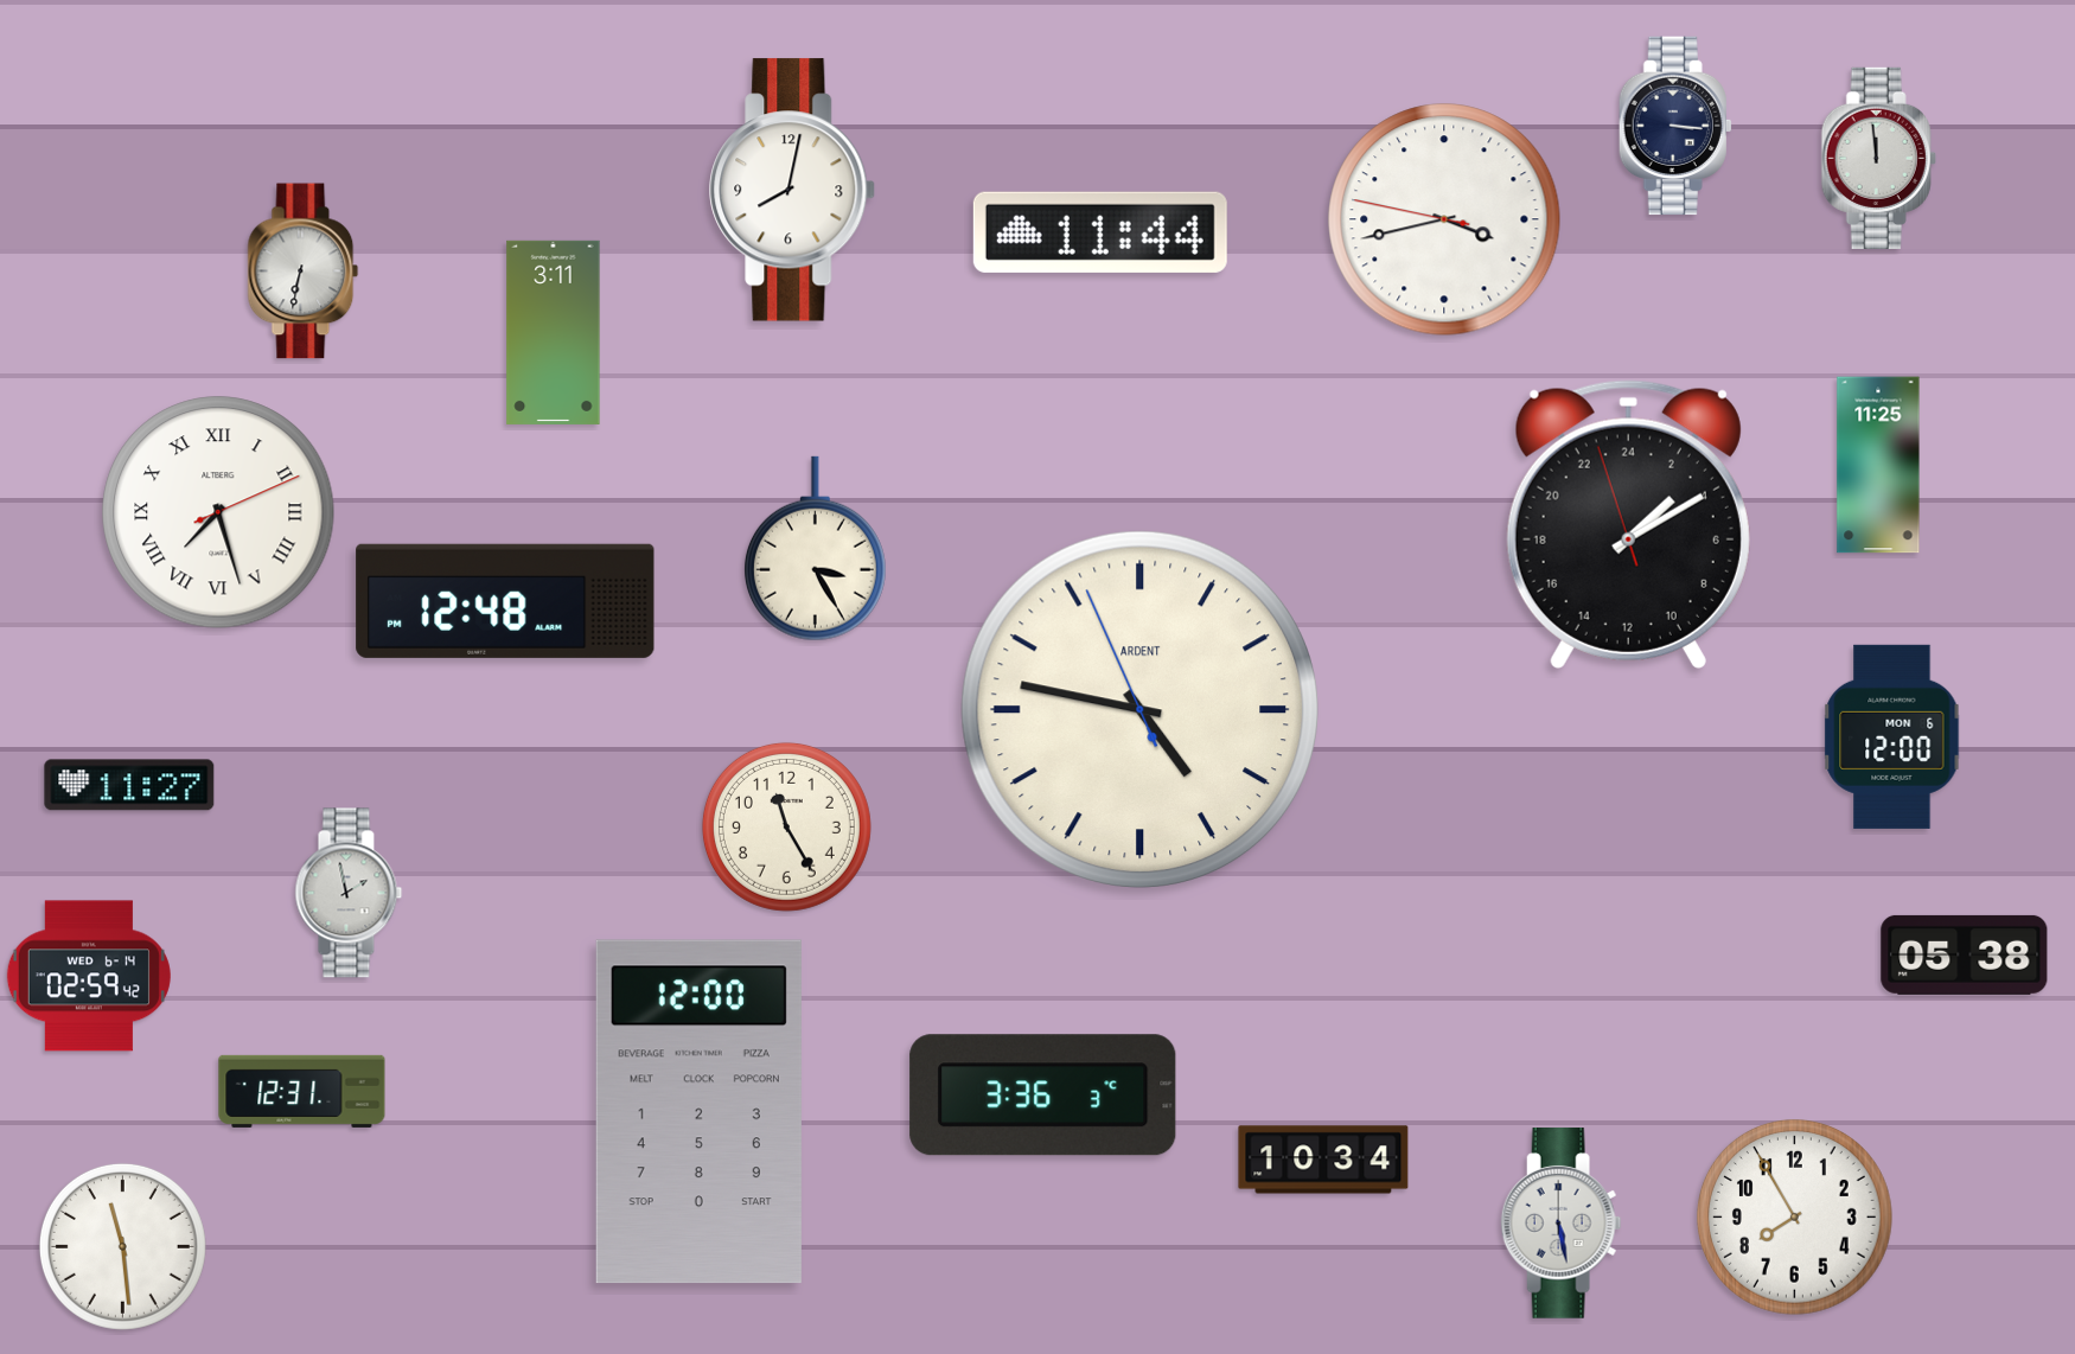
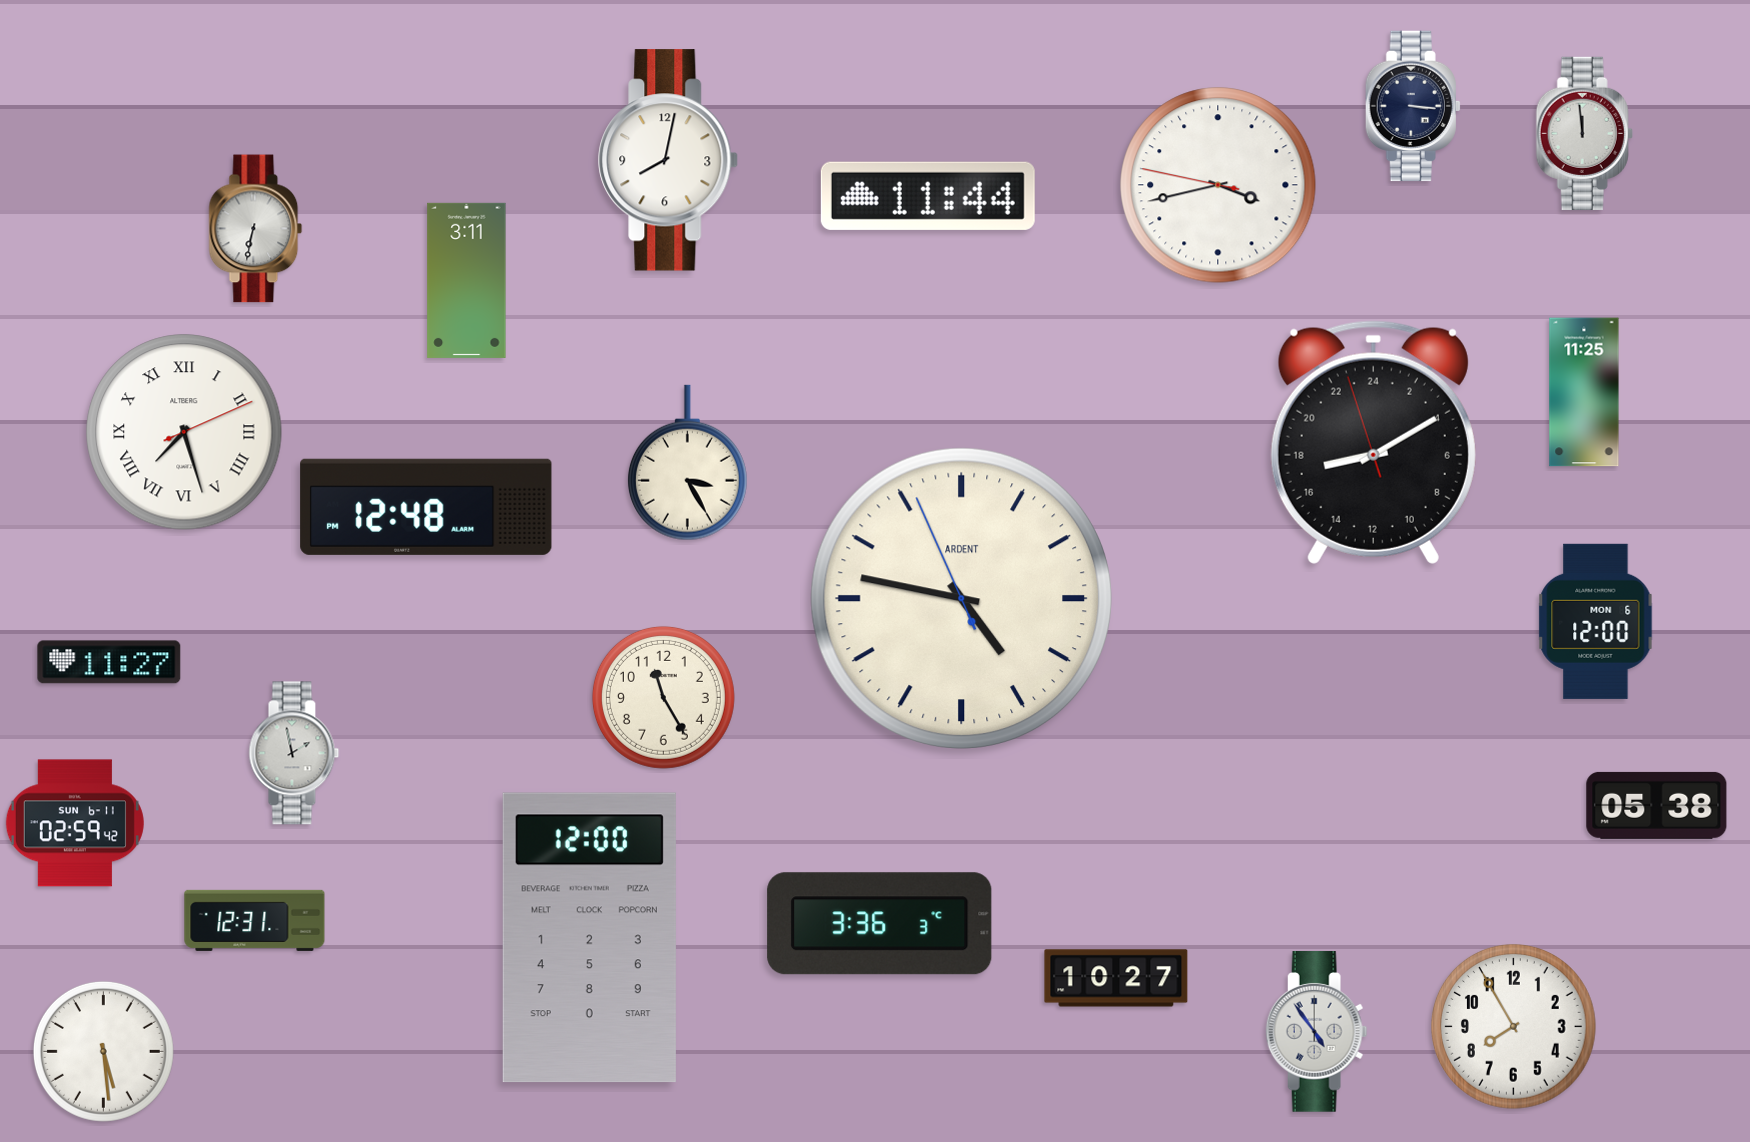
clock at (1628, 524): 3:09 -> 17:09
clock at (89, 976) date: WED 6-14 -> SUN 6-11
clock at (1323, 1160): 10:34 -> 10:27
clock at (1562, 1224): 5:28 -> 4:54
clock at (122, 1246): 11:29 -> 5:29
